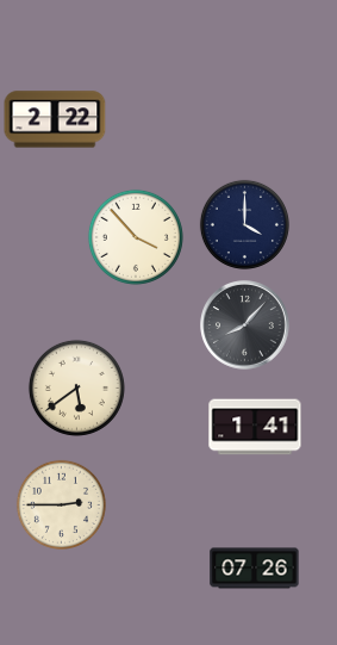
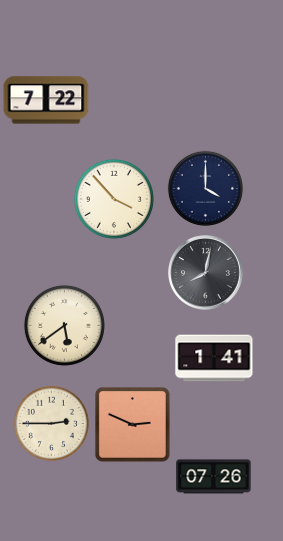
clock at (55, 119): 2:22 -> 7:22
clock at (245, 325): 8:07 -> 8:02
clock at (133, 425): none -> 2:49
